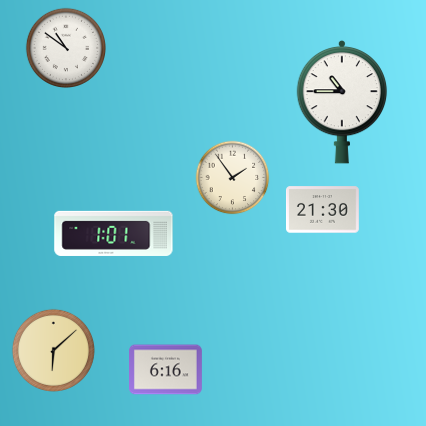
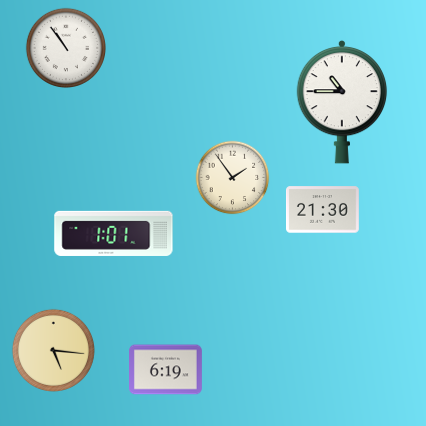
clock at (65, 47): 10:51 -> 10:54
clock at (53, 350): 6:08 -> 5:16
clock at (166, 370): 6:16 -> 6:19
